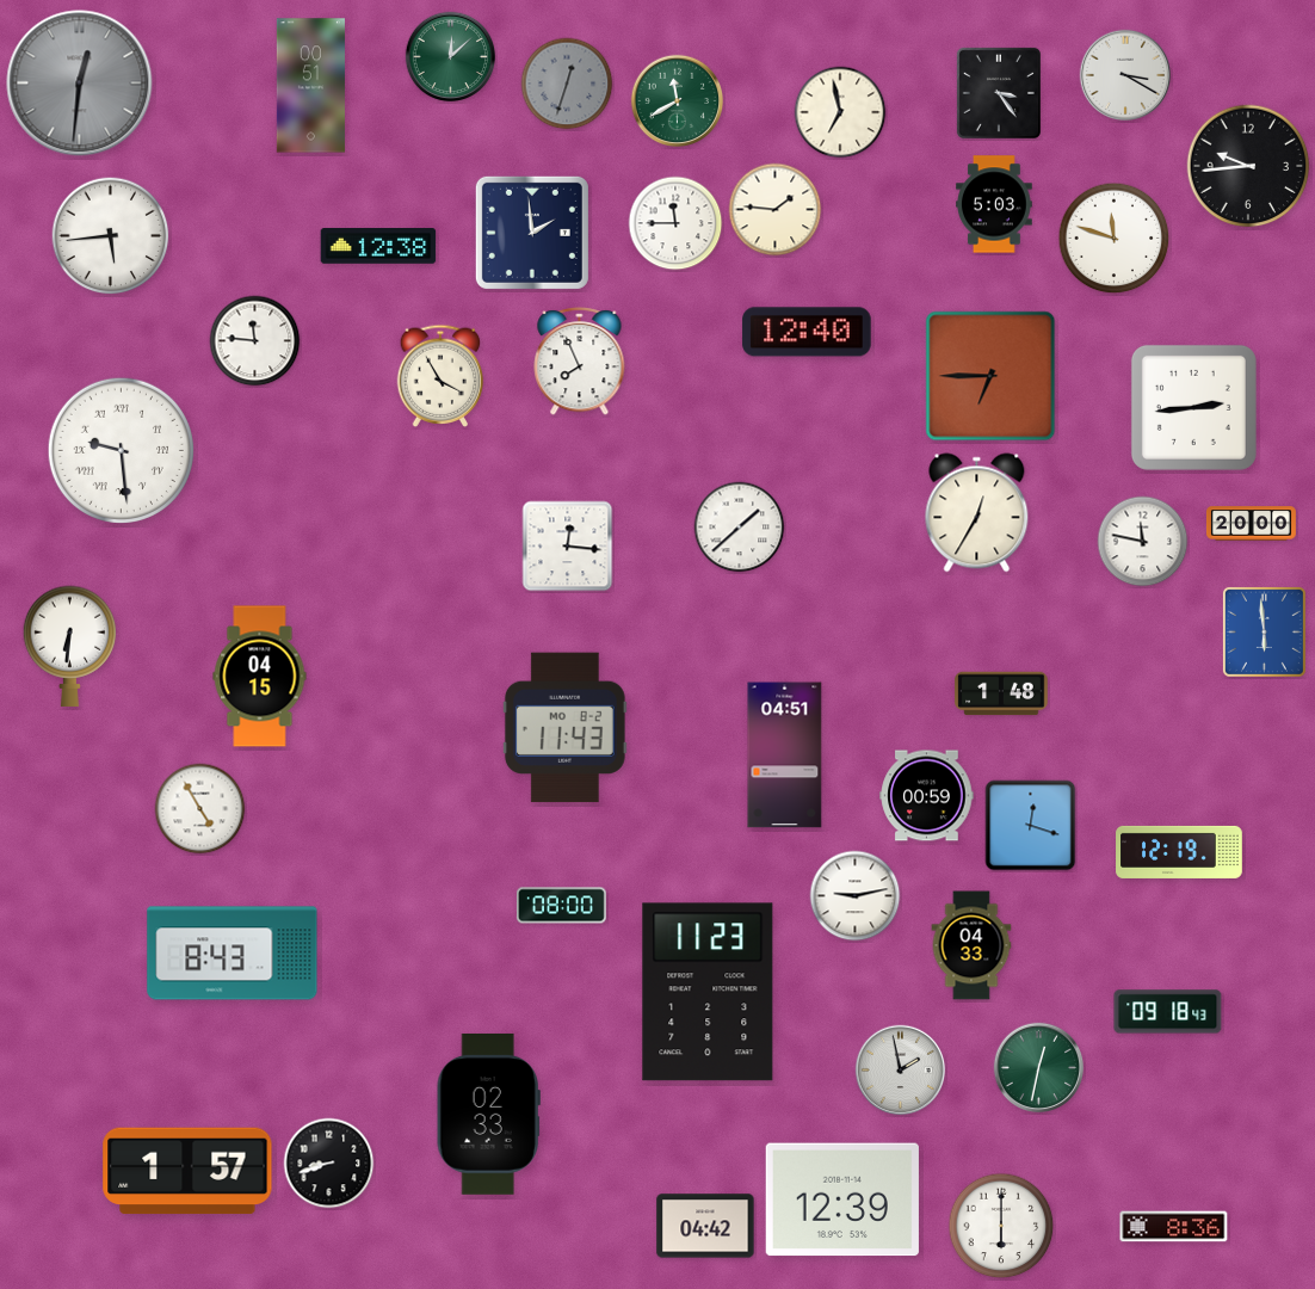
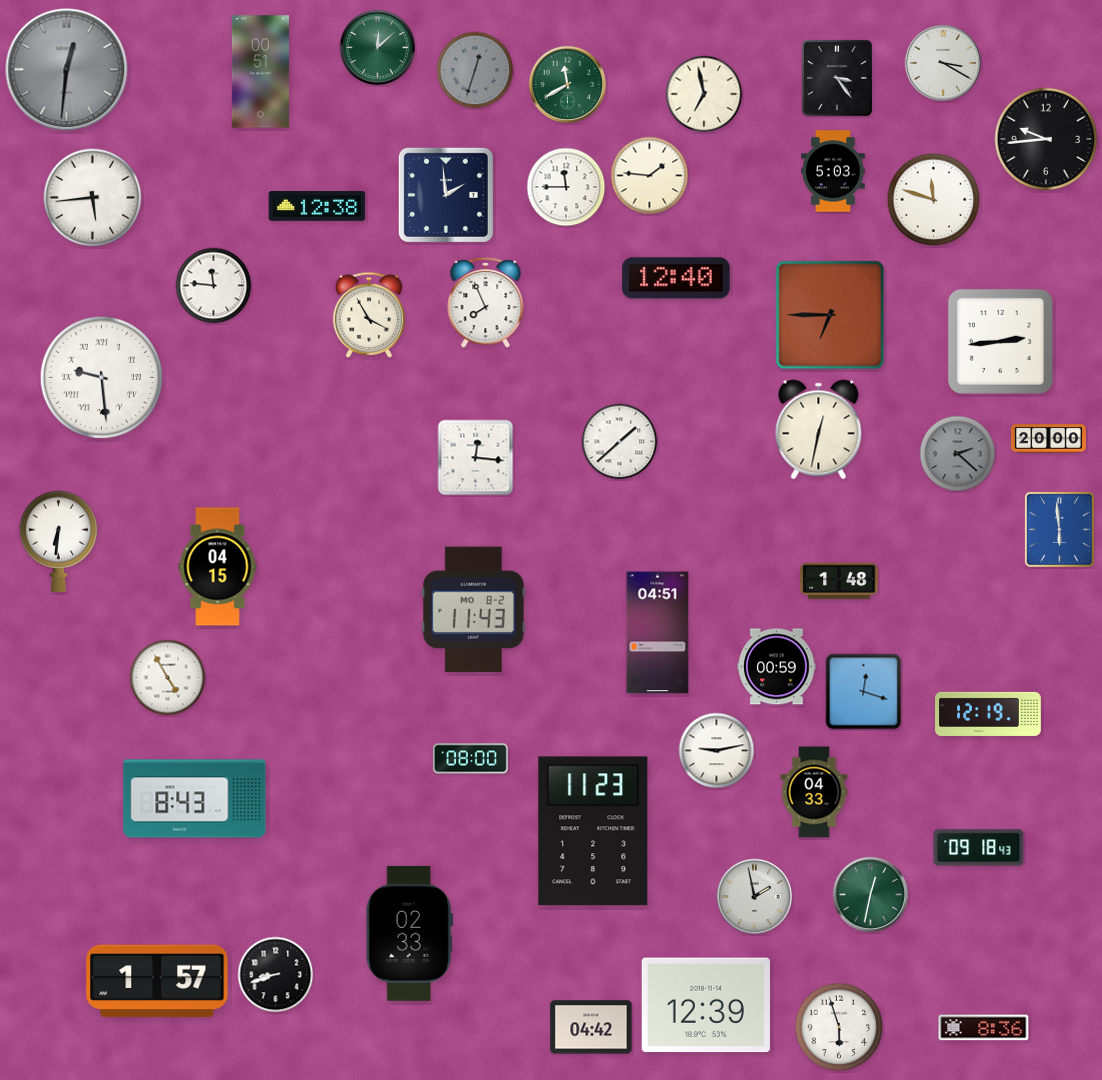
clock at (977, 513): 12:35 -> 12:32
clock at (1143, 542): 11:47 -> 2:22
clock at (1143, 542) dial: white -> grey
clock at (1001, 1226): 6:00 -> 5:57
